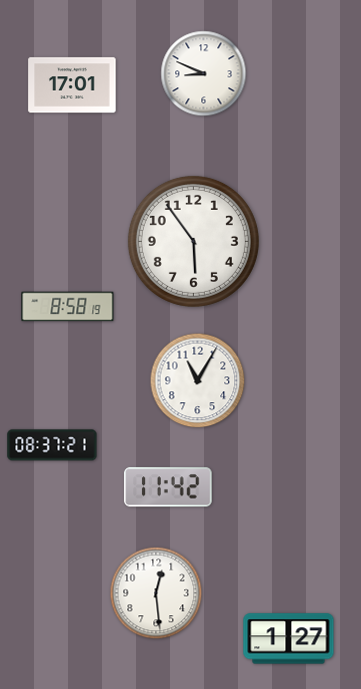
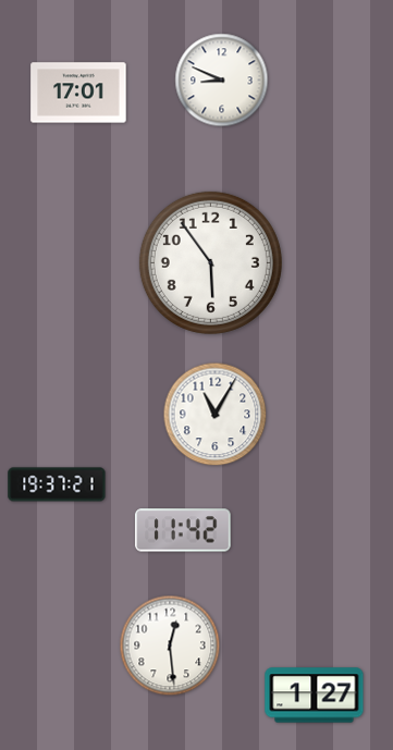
clock at (68, 307): 8:58 -> none
clock at (52, 445): 08:37 -> 19:37
